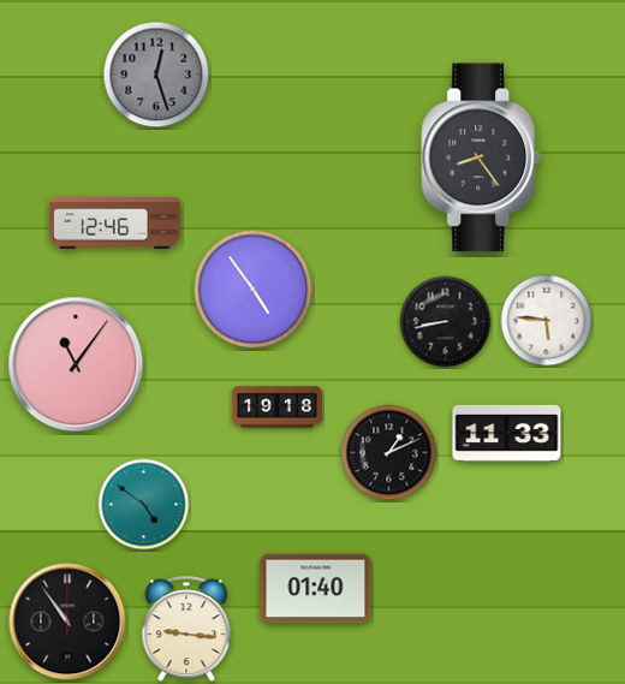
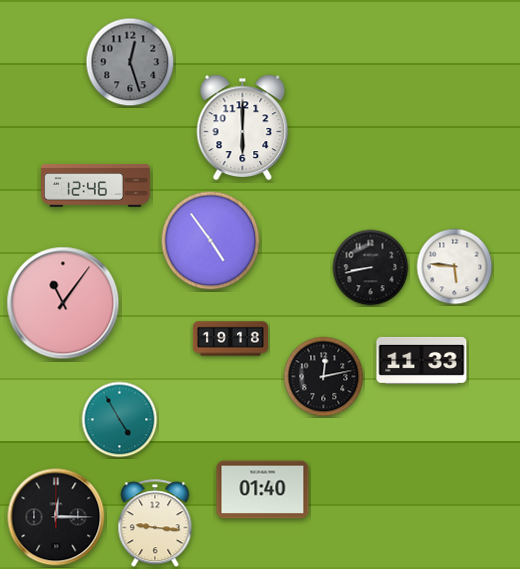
clock at (243, 127): none -> 6:00
clock at (482, 157): 8:24 -> none
clock at (389, 453): 1:11 -> 12:13
clock at (144, 505): 4:51 -> 4:55
clock at (67, 621): 10:54 -> 12:15
